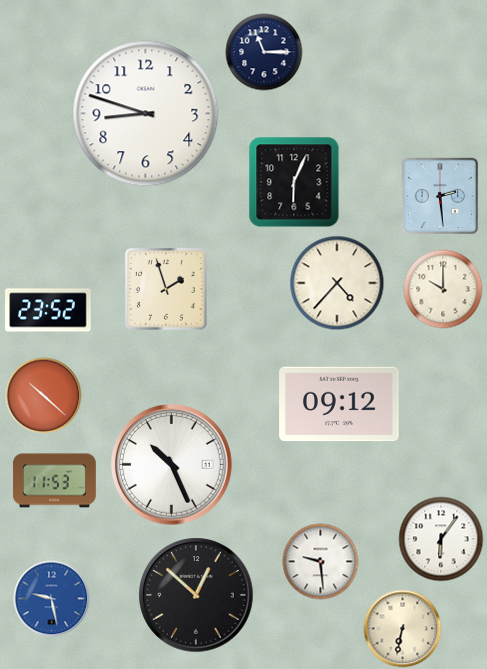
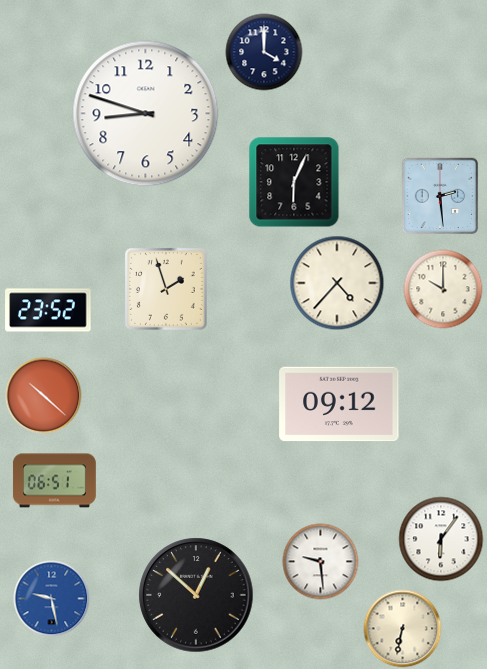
clock at (264, 52): 11:15 -> 4:00
clock at (172, 465): 10:26 -> none
clock at (54, 481): 11:53 -> 06:51
